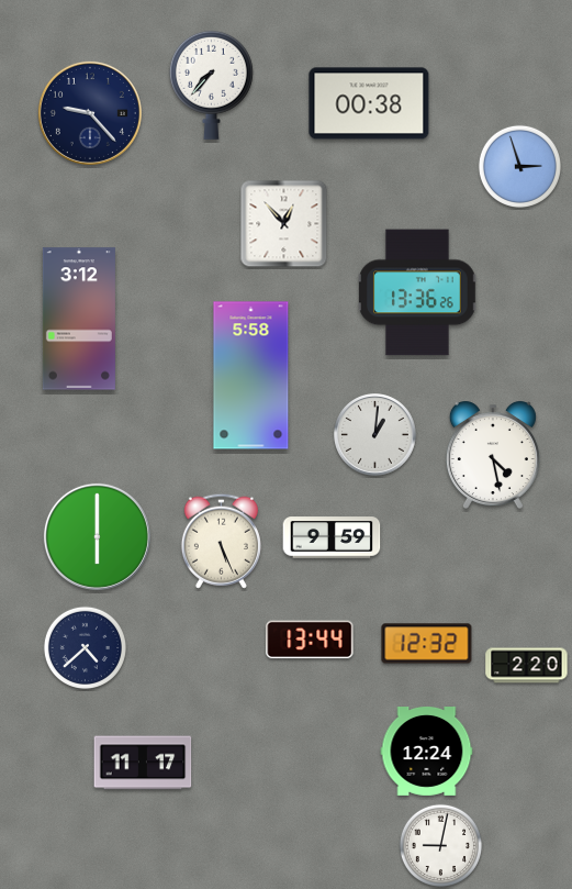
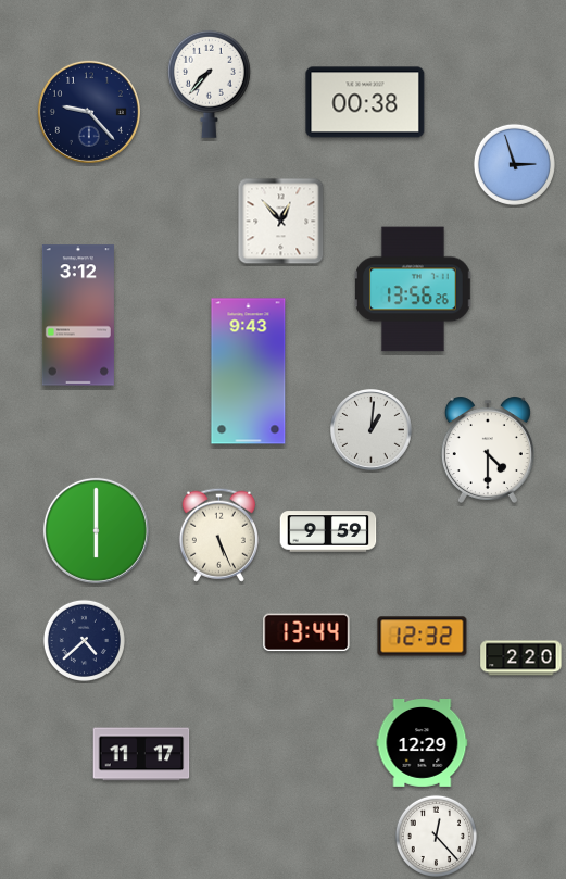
clock at (418, 292): 13:36 -> 13:56
clock at (251, 376): 5:58 -> 9:43
clock at (493, 455): 4:28 -> 4:30
clock at (427, 752): 12:24 -> 12:29
clock at (440, 845): 9:02 -> 12:23
